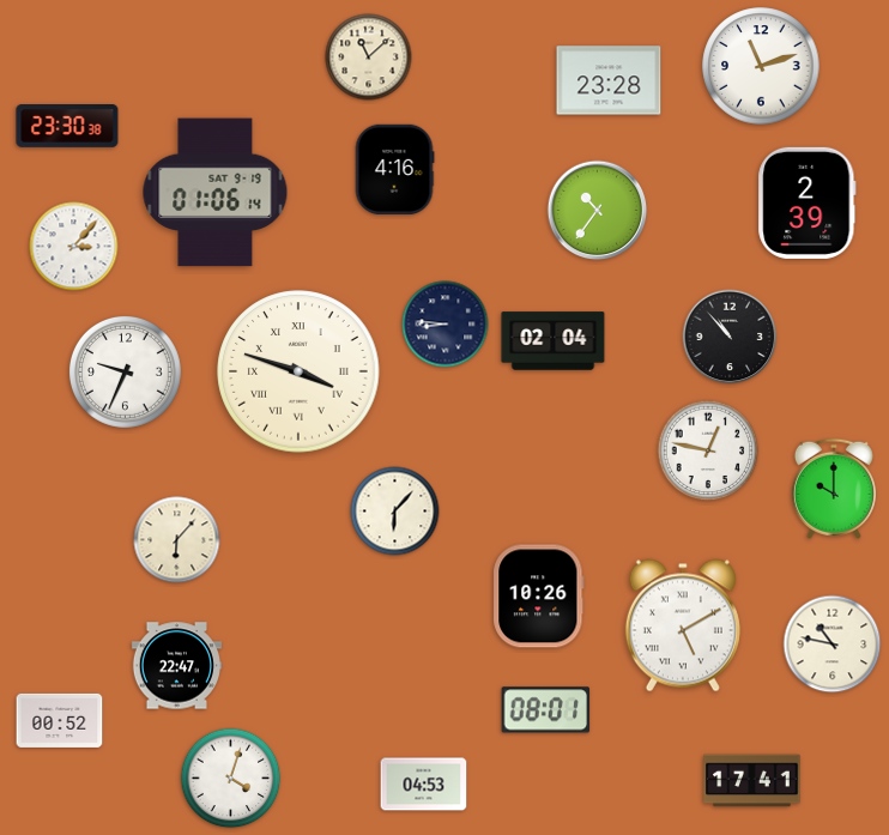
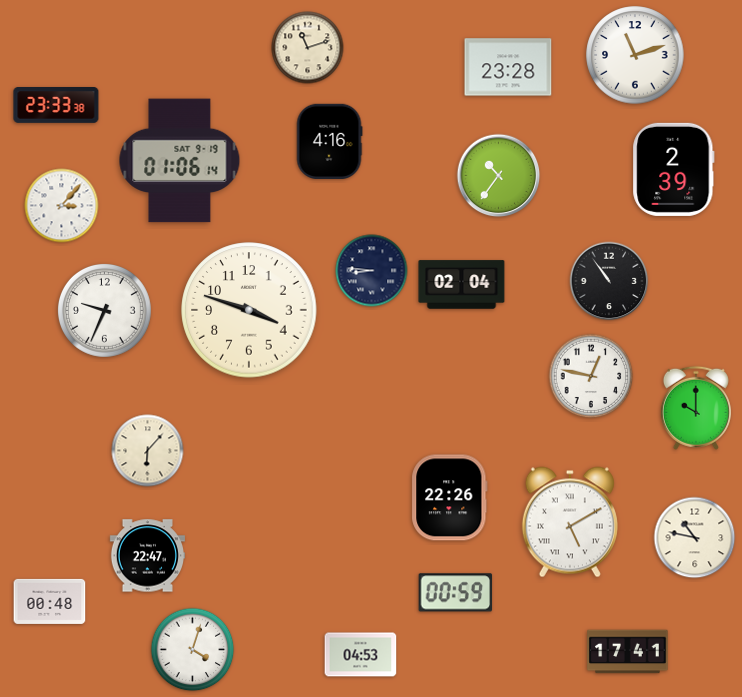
clock at (369, 58): 11:08 -> 11:12
clock at (67, 127): 23:30 -> 23:33
clock at (730, 337): 10:53 -> 10:54
clock at (298, 371) numerals: Roman -> Arabic
clock at (395, 512): 6:07 -> none
clock at (539, 597): 10:26 -> 22:26
clock at (546, 710): 08:01 -> 00:59
clock at (60, 720): 00:52 -> 00:48
clock at (424, 785) position: (424, 785) -> (361, 655)
